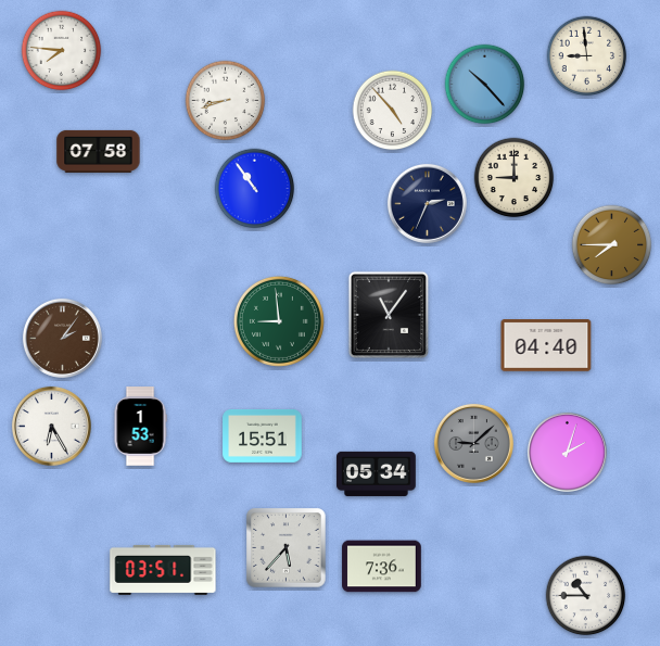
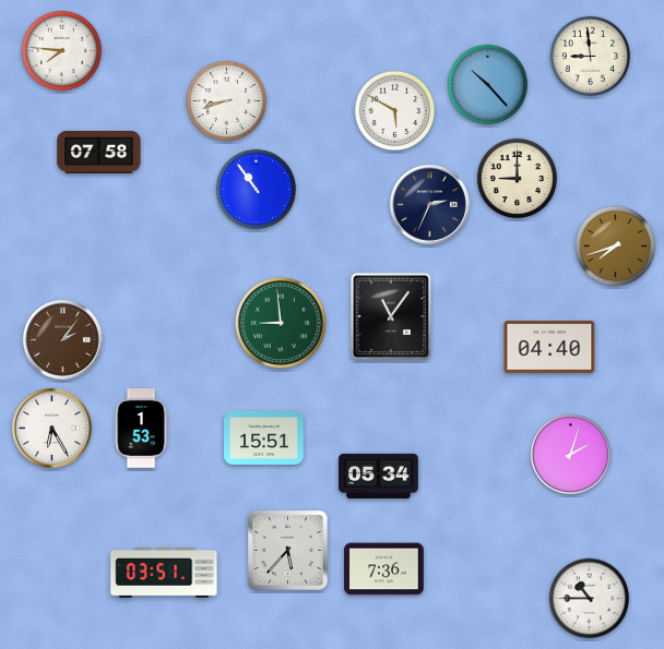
clock at (393, 111): 4:53 -> 5:50
clock at (612, 245): 7:45 -> 7:42
clock at (473, 443): 9:08 -> none
